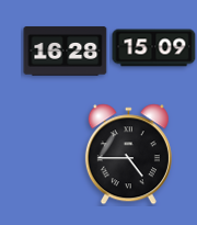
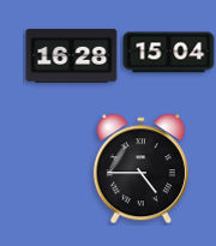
clock at (154, 48): 15:09 -> 15:04
